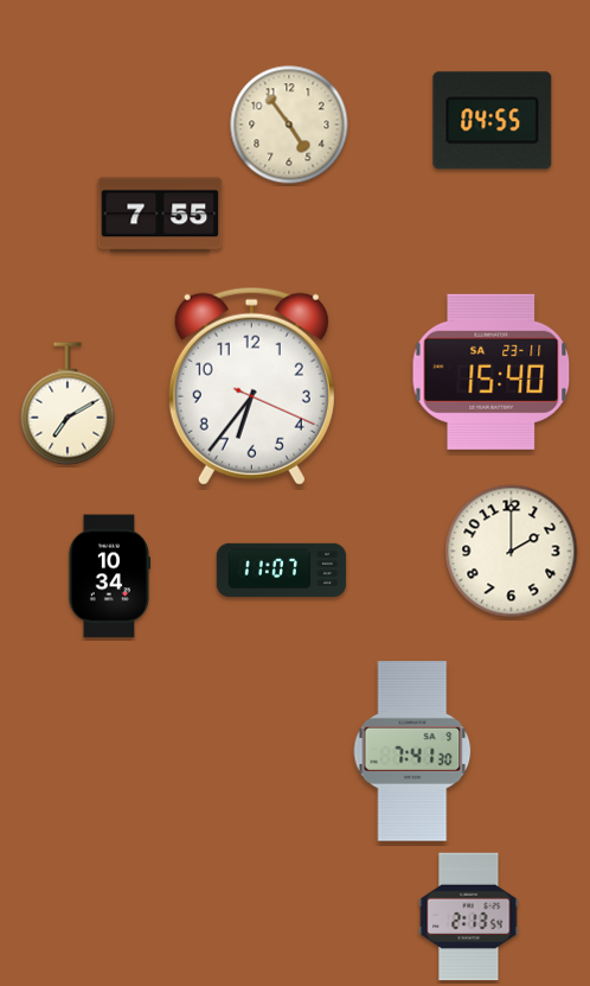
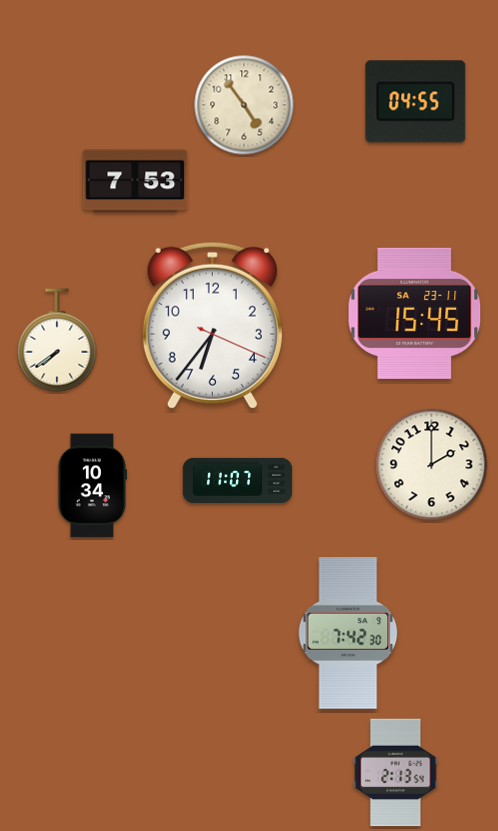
clock at (160, 215): 7:55 -> 7:53
clock at (492, 371): 15:40 -> 15:45
clock at (68, 403): 7:10 -> 7:39
clock at (412, 751): 7:41 -> 7:42
